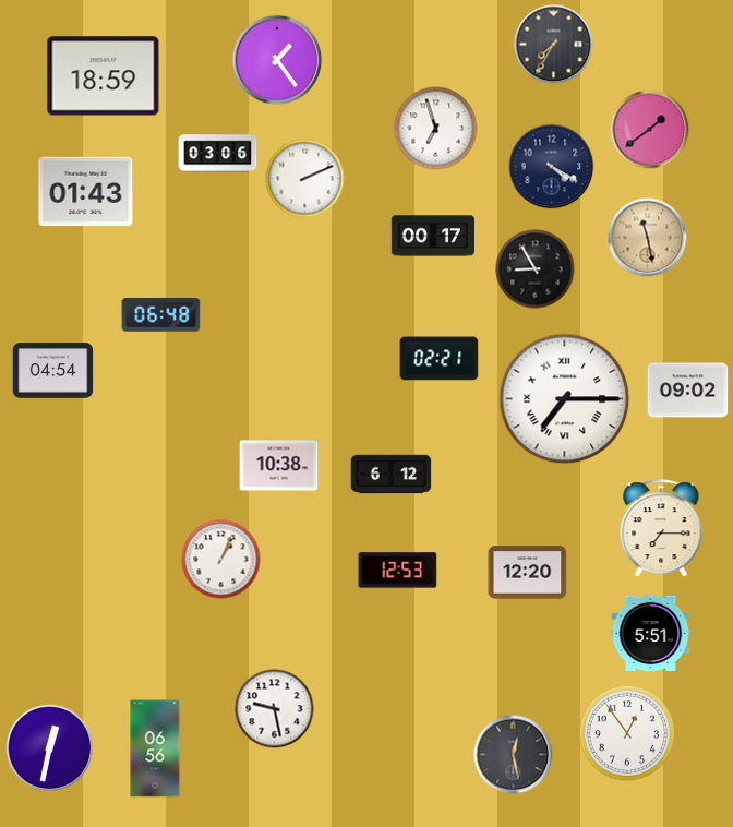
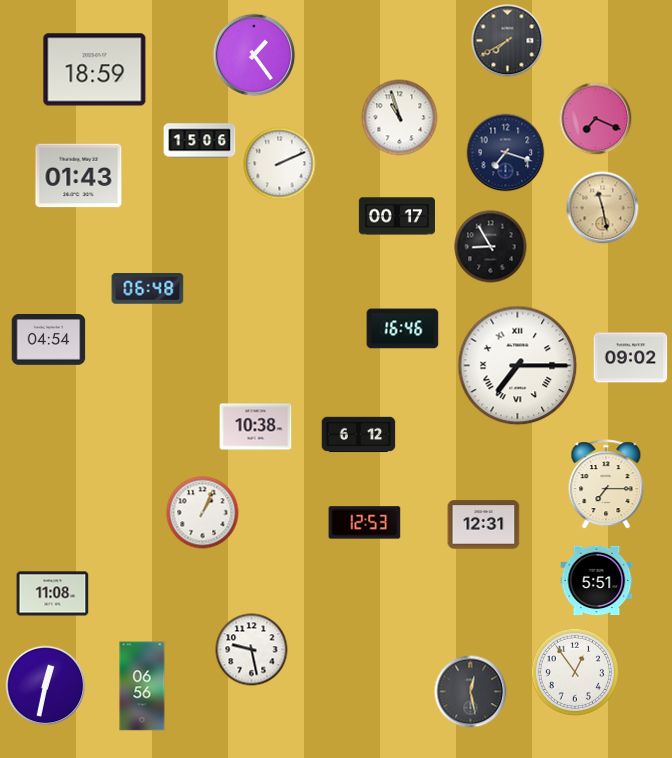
clock at (554, 45): 7:35 -> 7:40
clock at (436, 129): 6:57 -> 10:57
clock at (650, 130): 1:39 -> 7:19
clock at (218, 154): 03:06 -> 15:06
clock at (552, 167): 4:20 -> 7:18
clock at (648, 238) position: (648, 238) -> (603, 208)
clock at (440, 359): 02:21 -> 16:46
clock at (528, 573): 12:20 -> 12:31
clock at (53, 594): none -> 11:08
